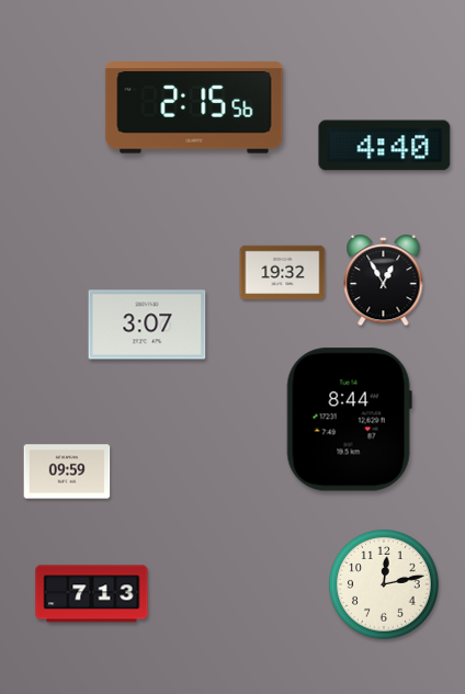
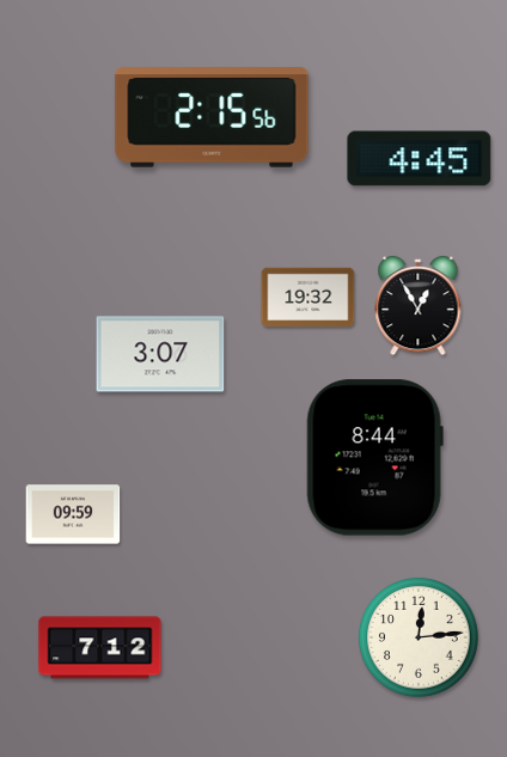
clock at (385, 146): 4:40 -> 4:45
clock at (349, 420) position: (349, 420) -> (374, 458)
clock at (385, 585): 12:13 -> 12:14
clock at (92, 594): 7:13 -> 7:12
